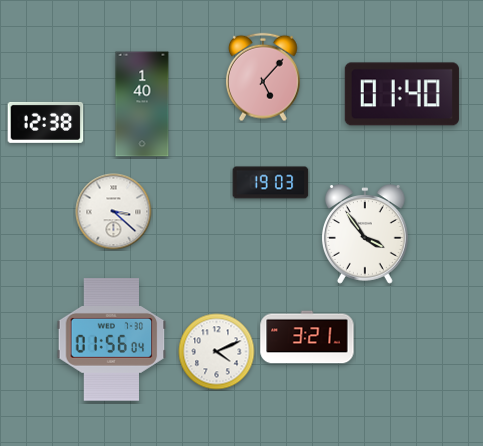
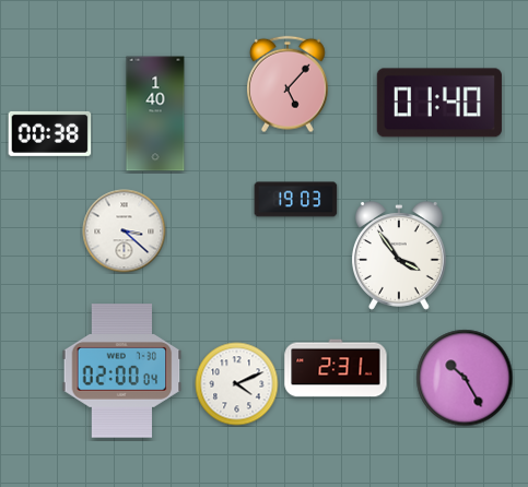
clock at (46, 122): 12:38 -> 00:38
clock at (307, 337): 3:21 -> 2:31
clock at (112, 340): 01:56 -> 02:00
clock at (465, 378): none -> 10:25
